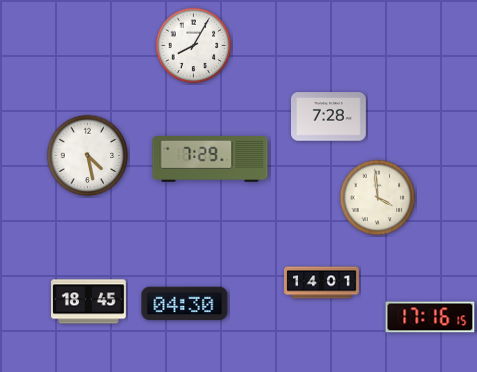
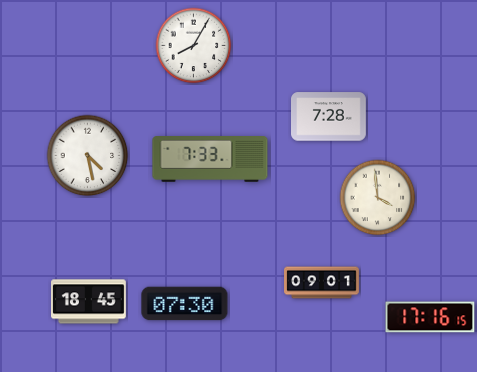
clock at (210, 160): 7:29 -> 7:33
clock at (322, 283): 14:01 -> 09:01
clock at (185, 304): 04:30 -> 07:30
